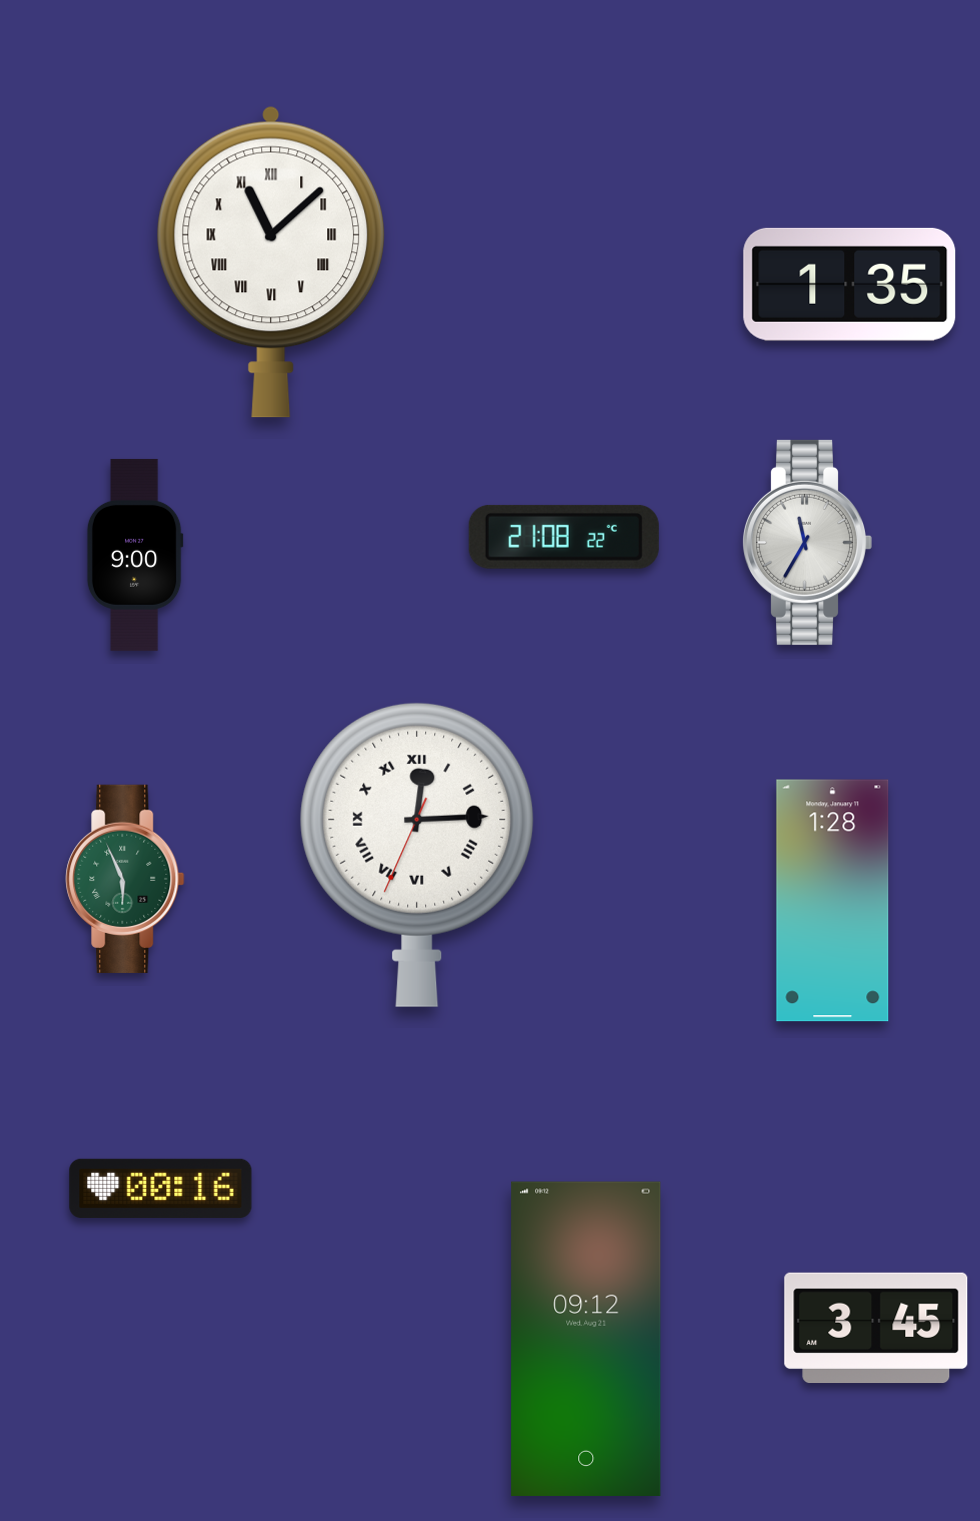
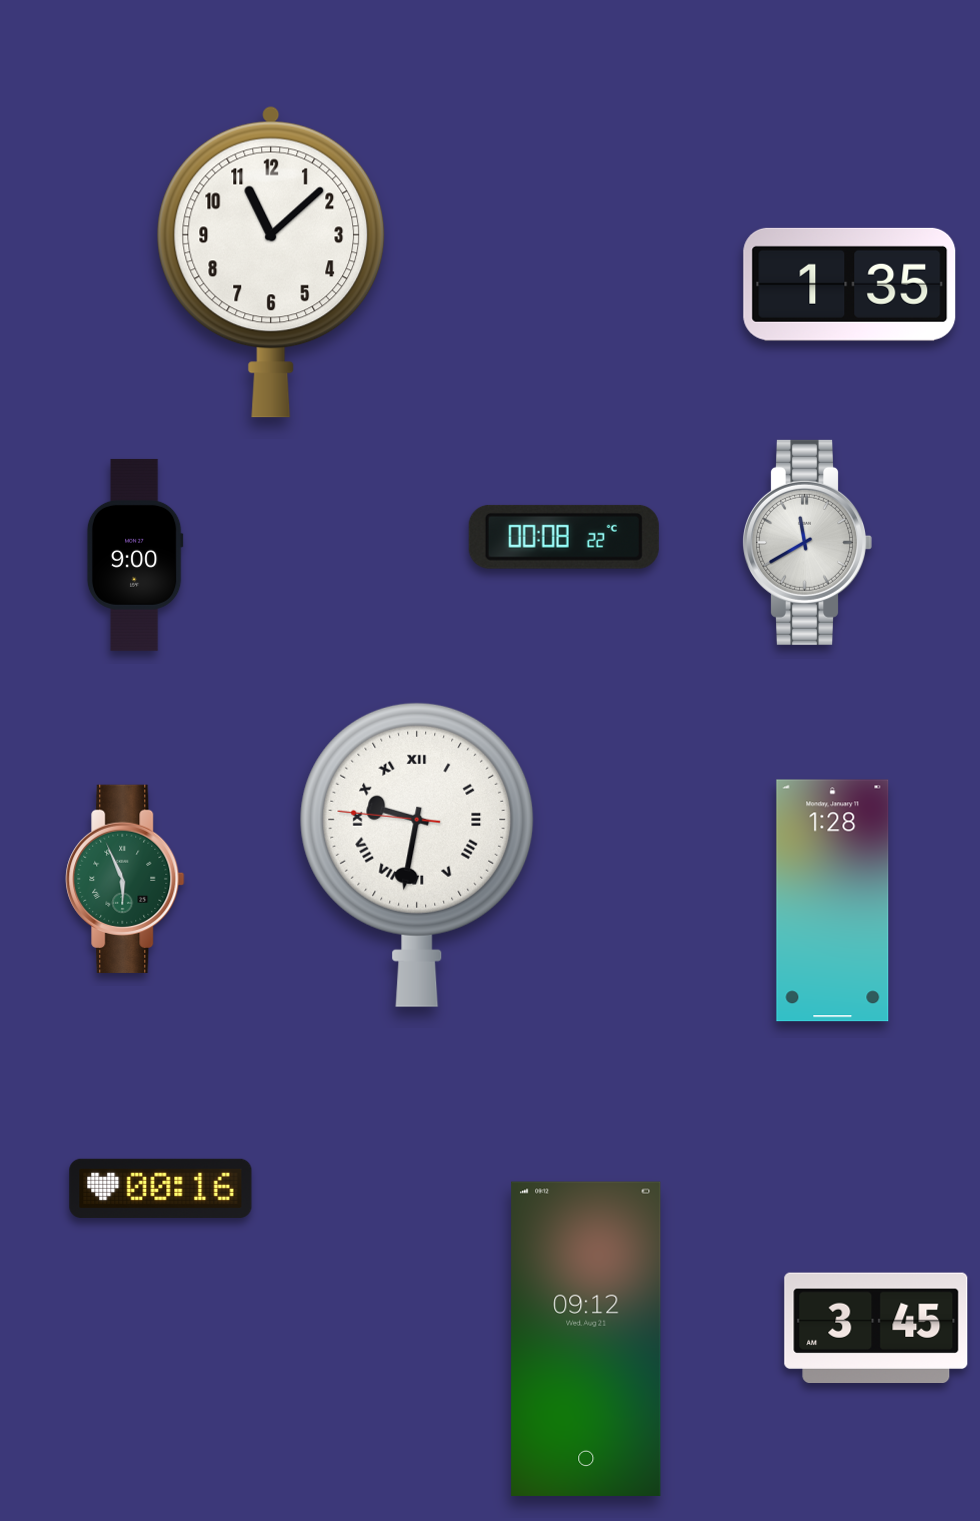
clock at (271, 262) numerals: Roman -> Arabic
clock at (564, 537): 21:08 -> 00:08
clock at (807, 542): 11:35 -> 11:40
clock at (417, 854): 12:14 -> 9:31
